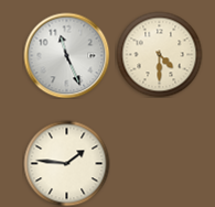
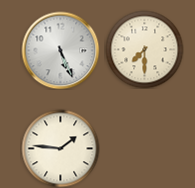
clock at (159, 54): 4:30 -> 7:30
clock at (66, 55): 11:26 -> 5:26
